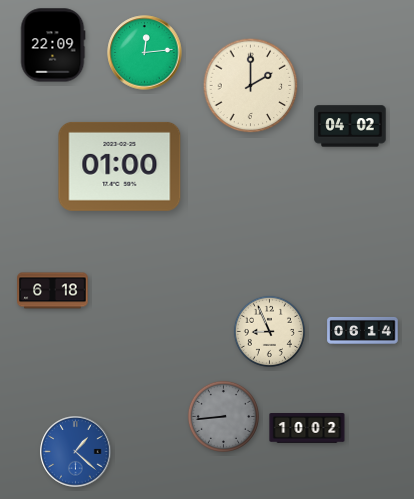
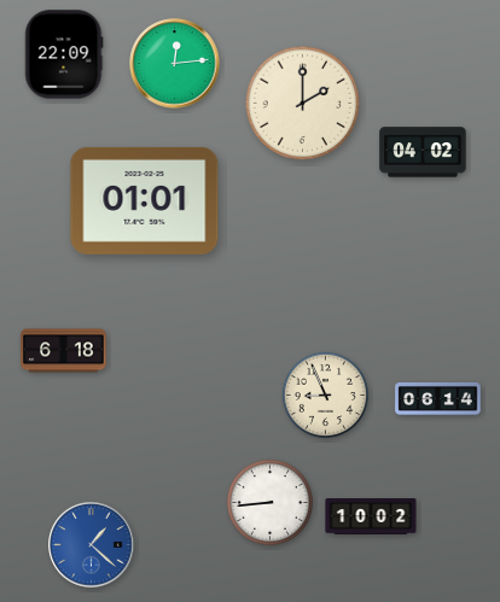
clock at (120, 166): 01:00 -> 01:01
clock at (269, 331) position: (269, 331) -> (325, 394)
clock at (223, 416) dial: grey -> white
